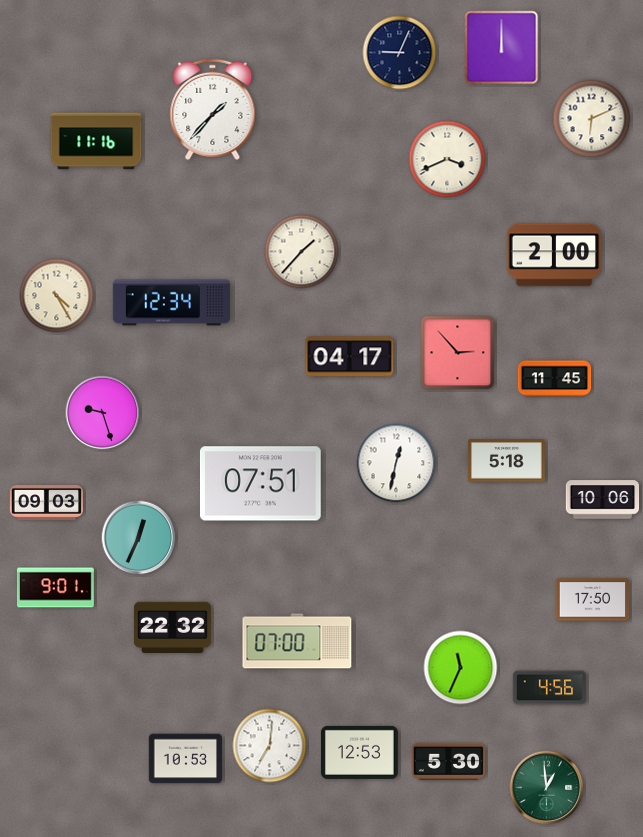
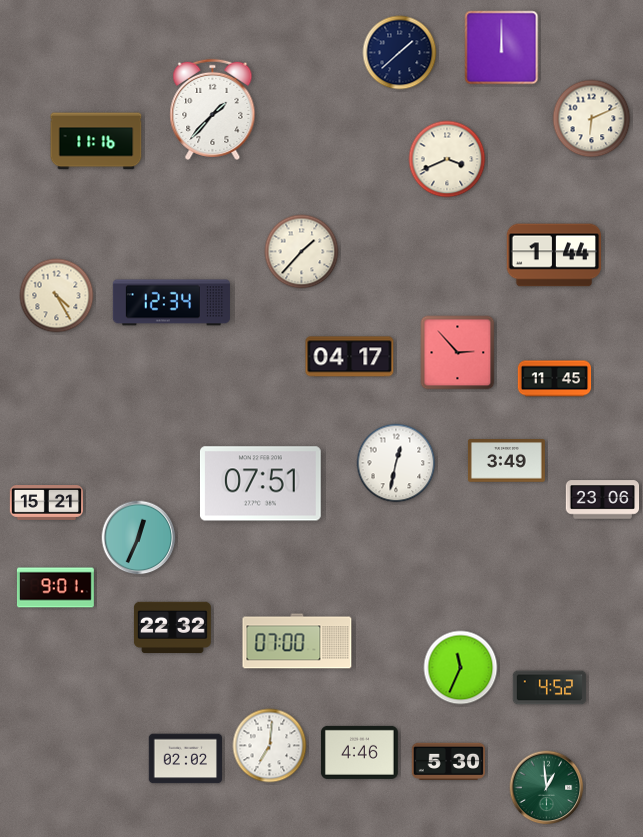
clock at (400, 53): 9:04 -> 1:38
clock at (554, 255): 2:00 -> 1:44
clock at (103, 413): 9:27 -> none
clock at (506, 461): 5:18 -> 3:49
clock at (603, 500): 10:06 -> 23:06
clock at (47, 503): 09:03 -> 15:21
clock at (593, 600): 17:50 -> none
clock at (550, 688): 4:56 -> 4:52
clock at (359, 752): 12:53 -> 4:46
clock at (186, 759): 10:53 -> 02:02
